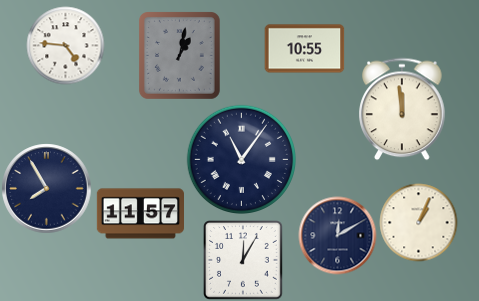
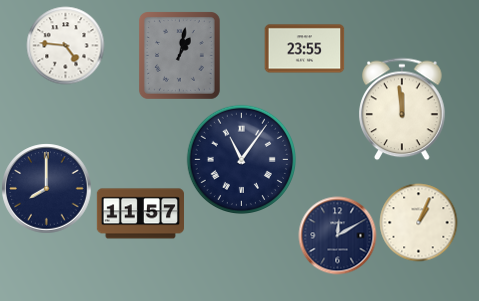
clock at (304, 49): 10:55 -> 23:55
clock at (46, 188): 7:55 -> 8:00
clock at (243, 260): 12:05 -> none
